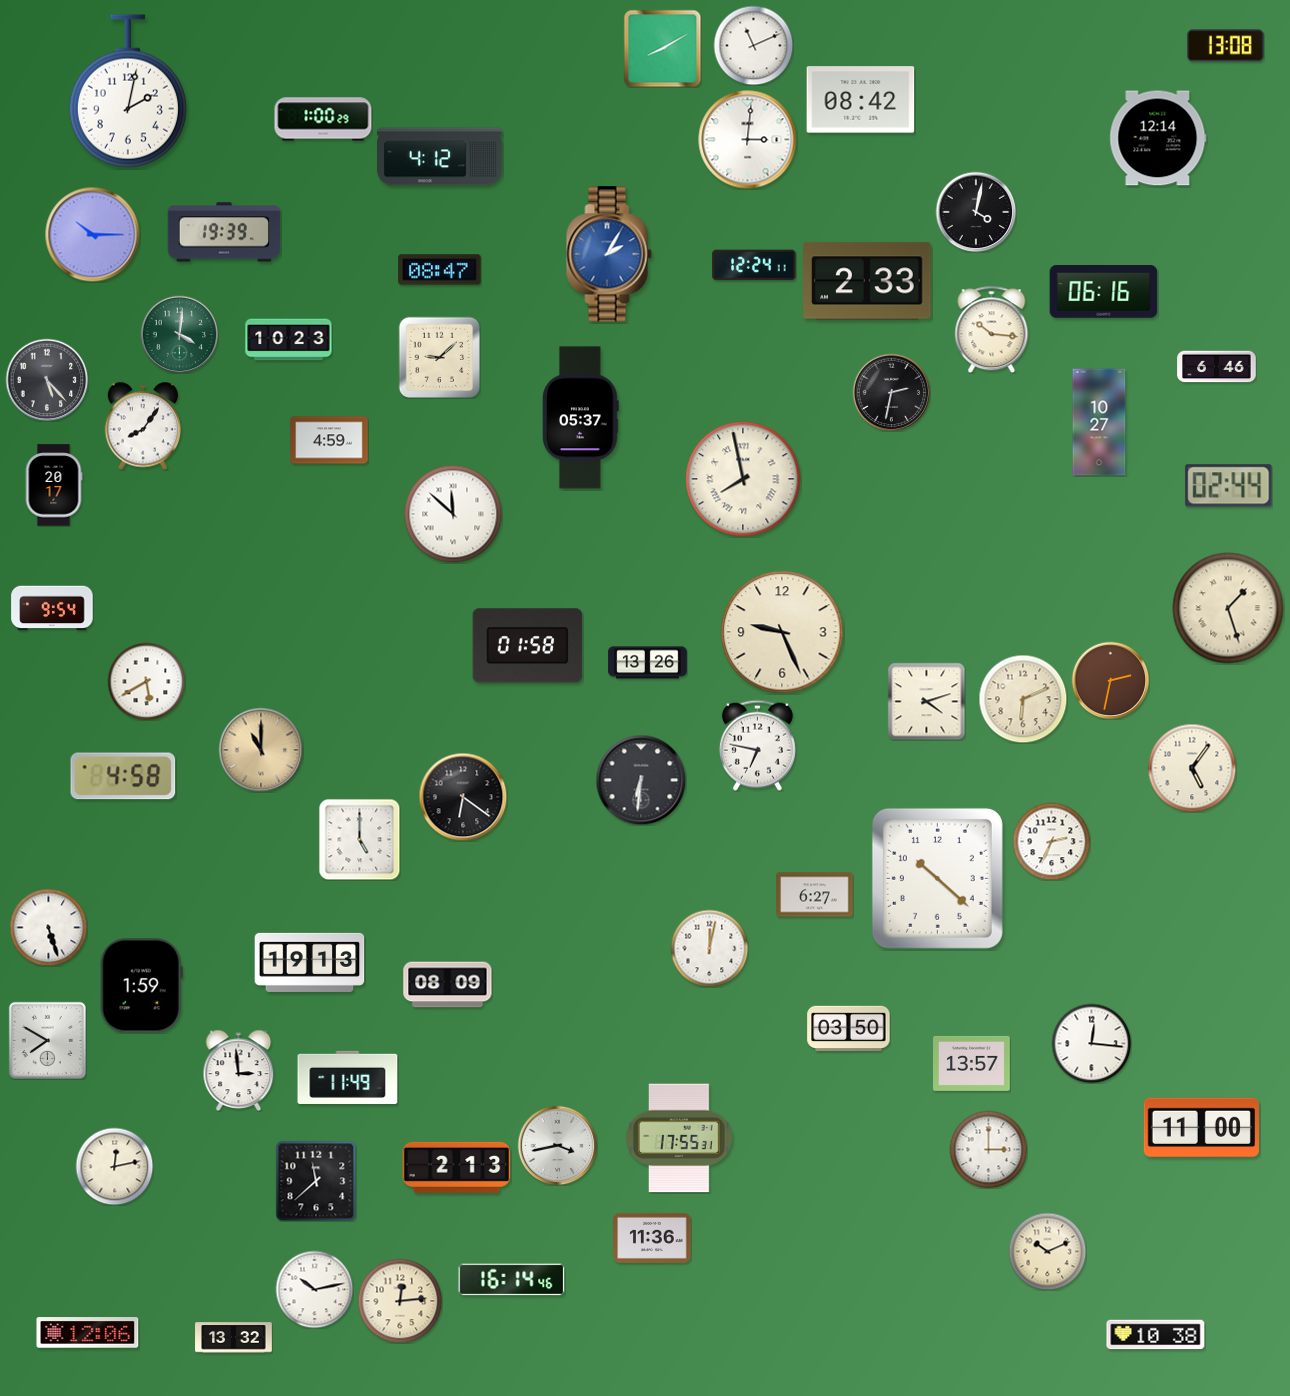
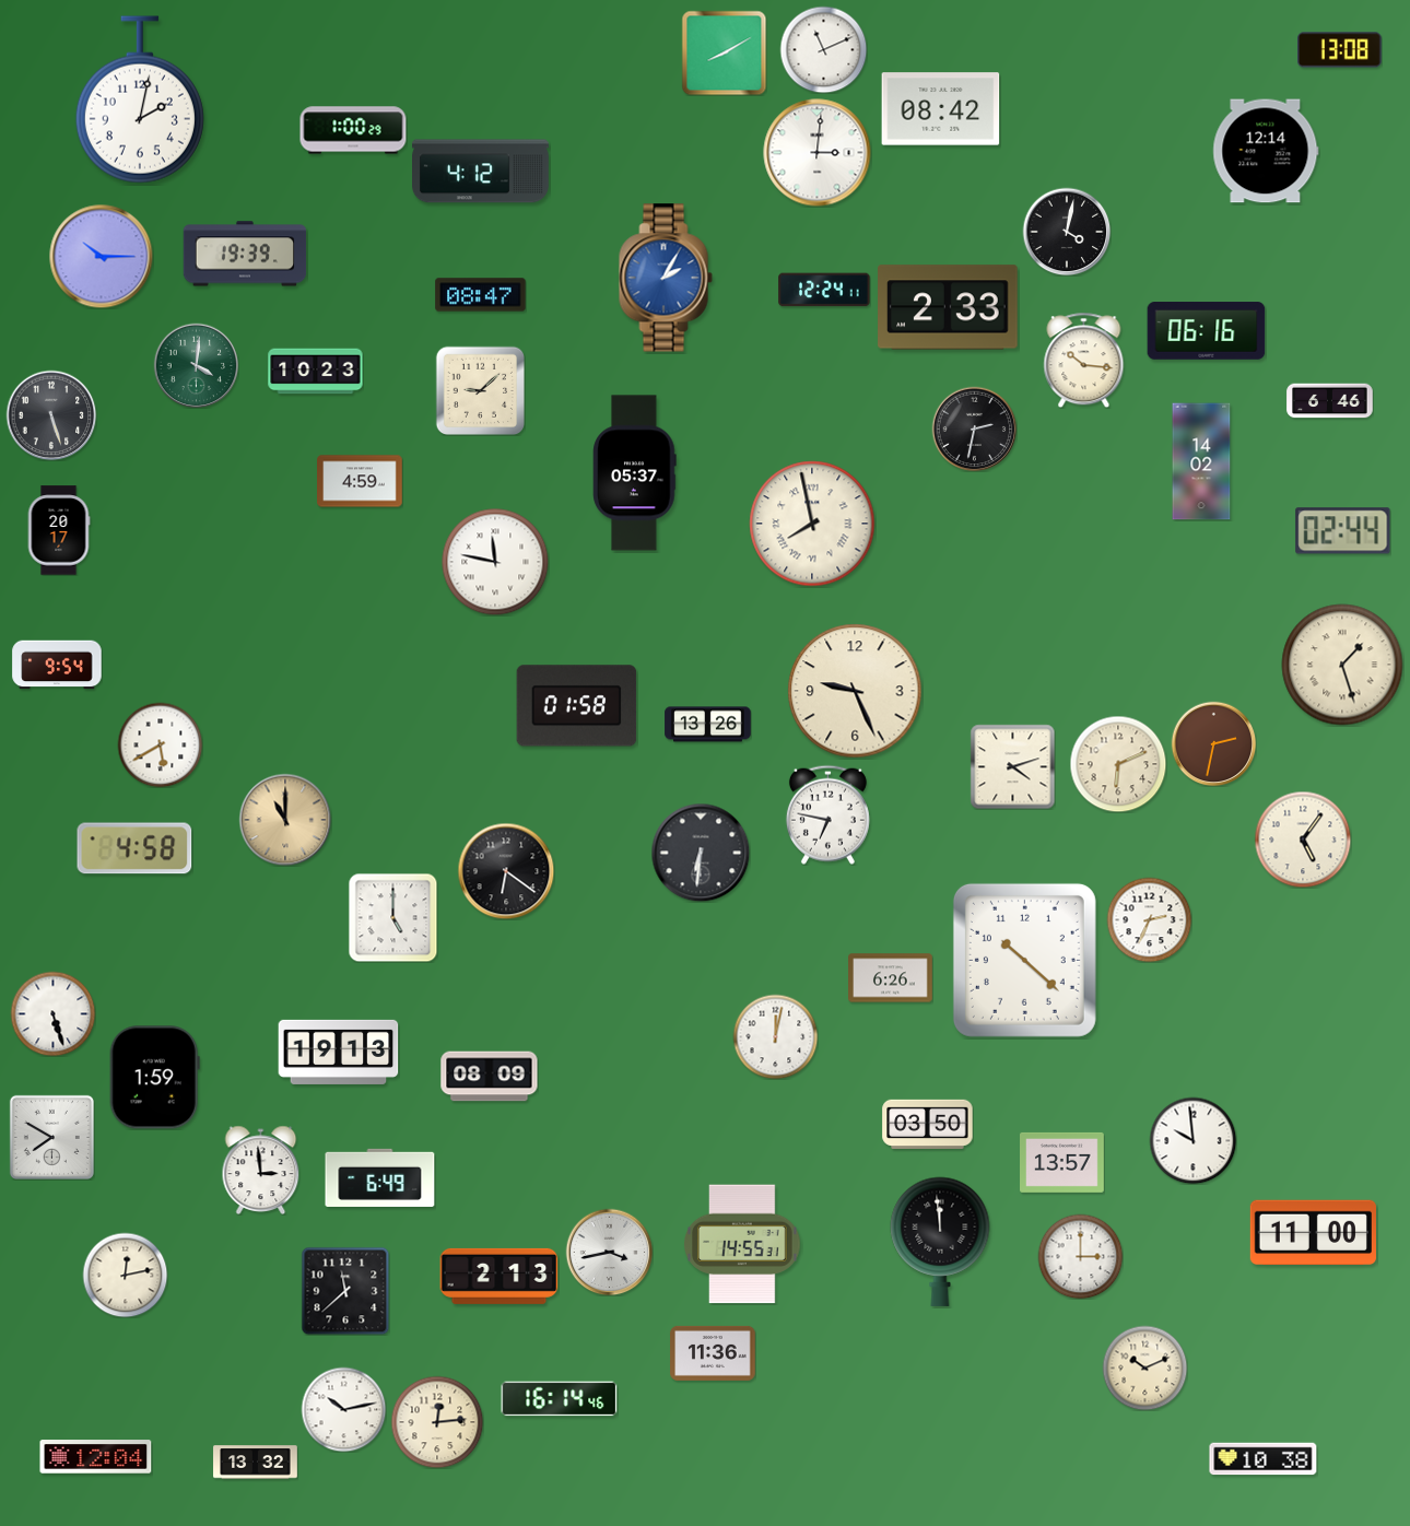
clock at (1104, 292) position: (1104, 292) -> (1207, 331)
clock at (47, 380): 5:23 -> 5:27
clock at (581, 418) position: (581, 418) -> (635, 473)
clock at (1099, 422): 10:27 -> 14:02
clock at (143, 426): 8:06 -> none
clock at (453, 514): 11:52 -> 11:47
clock at (815, 895): 6:27 -> 6:26
clock at (1091, 1043): 12:16 -> 9:59
clock at (348, 1077): 11:49 -> 6:49
clock at (940, 1242): none -> 11:59
clock at (679, 1138): 17:55 -> 14:55
clock at (88, 1333): 12:06 -> 12:04
